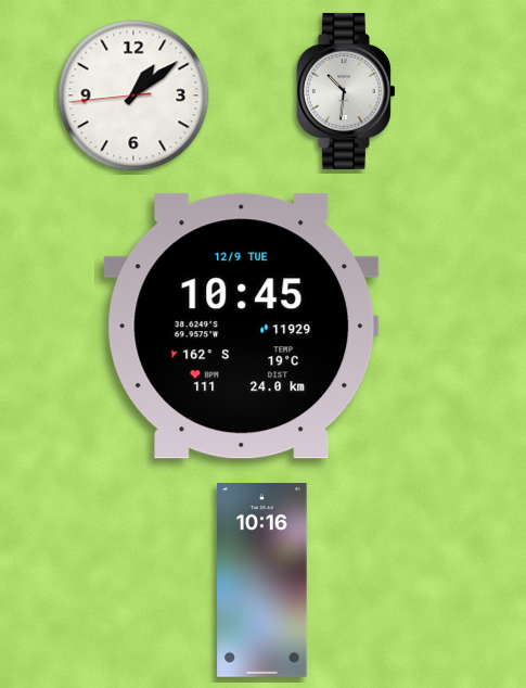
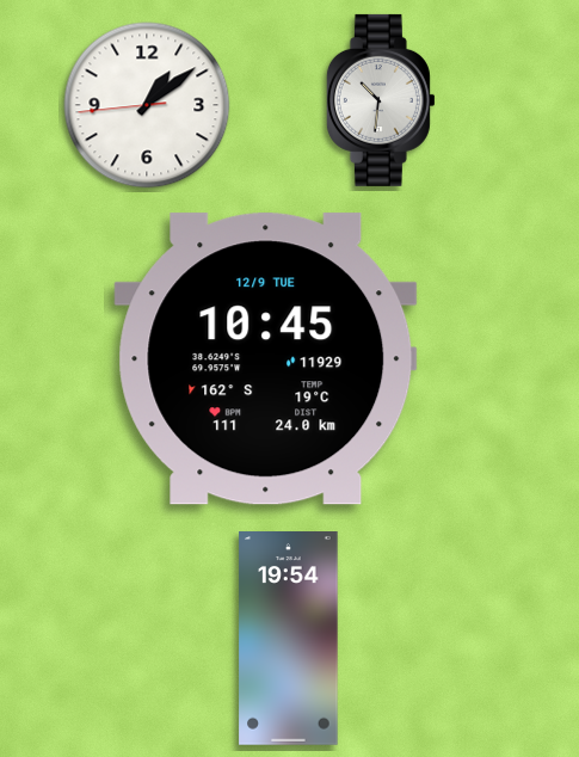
clock at (262, 581): 10:16 -> 19:54
